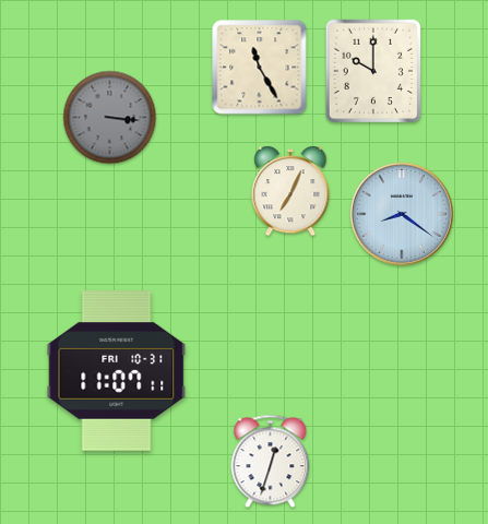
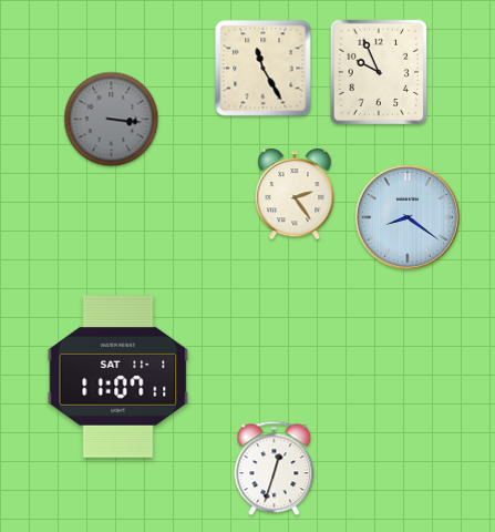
clock at (372, 70): 10:00 -> 9:56
clock at (290, 191): 7:04 -> 2:24
clock at (117, 371) date: FRI 10-31 -> SAT 11-1
